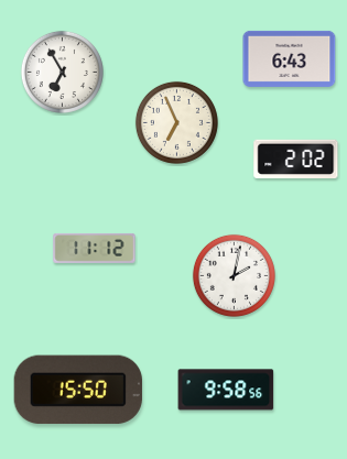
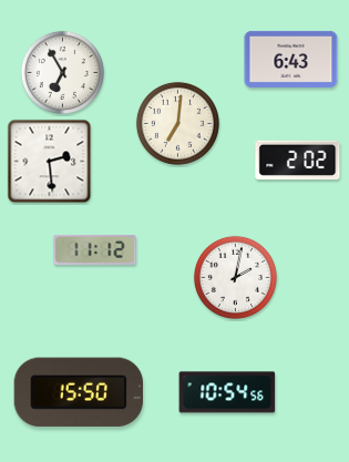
clock at (176, 122): 6:56 -> 7:01
clock at (50, 162): none -> 2:29
clock at (226, 390): 9:58 -> 10:54
